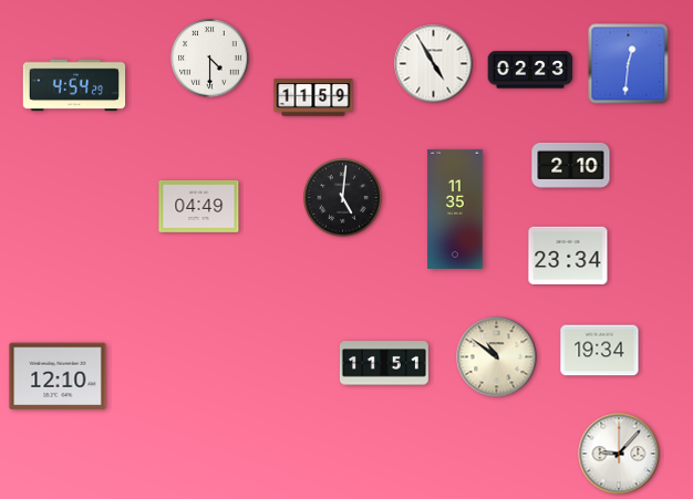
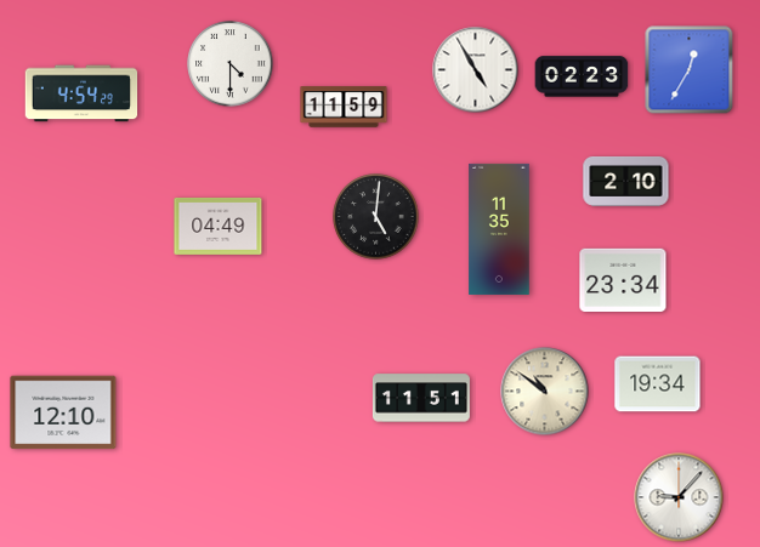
clock at (629, 64): 12:31 -> 12:35
